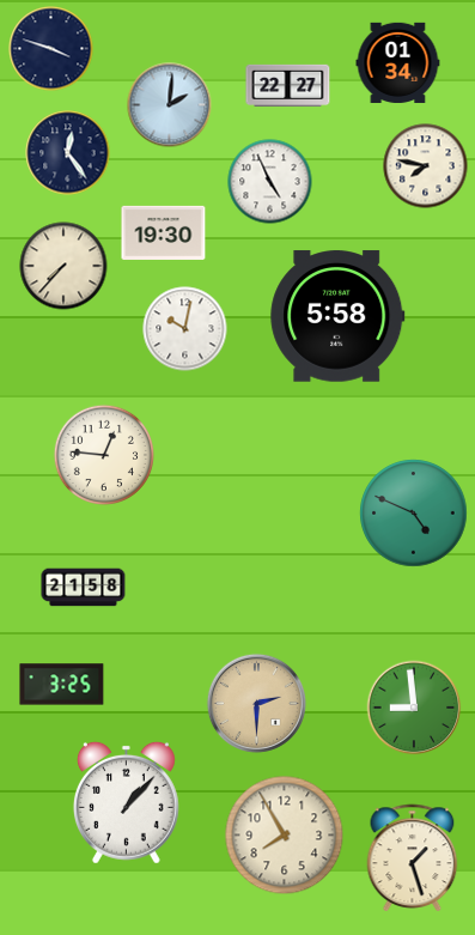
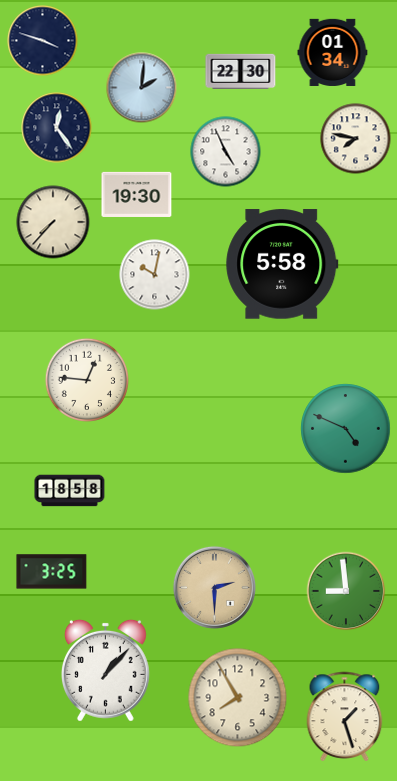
clock at (288, 85): 22:27 -> 22:30
clock at (84, 588): 21:58 -> 18:58
